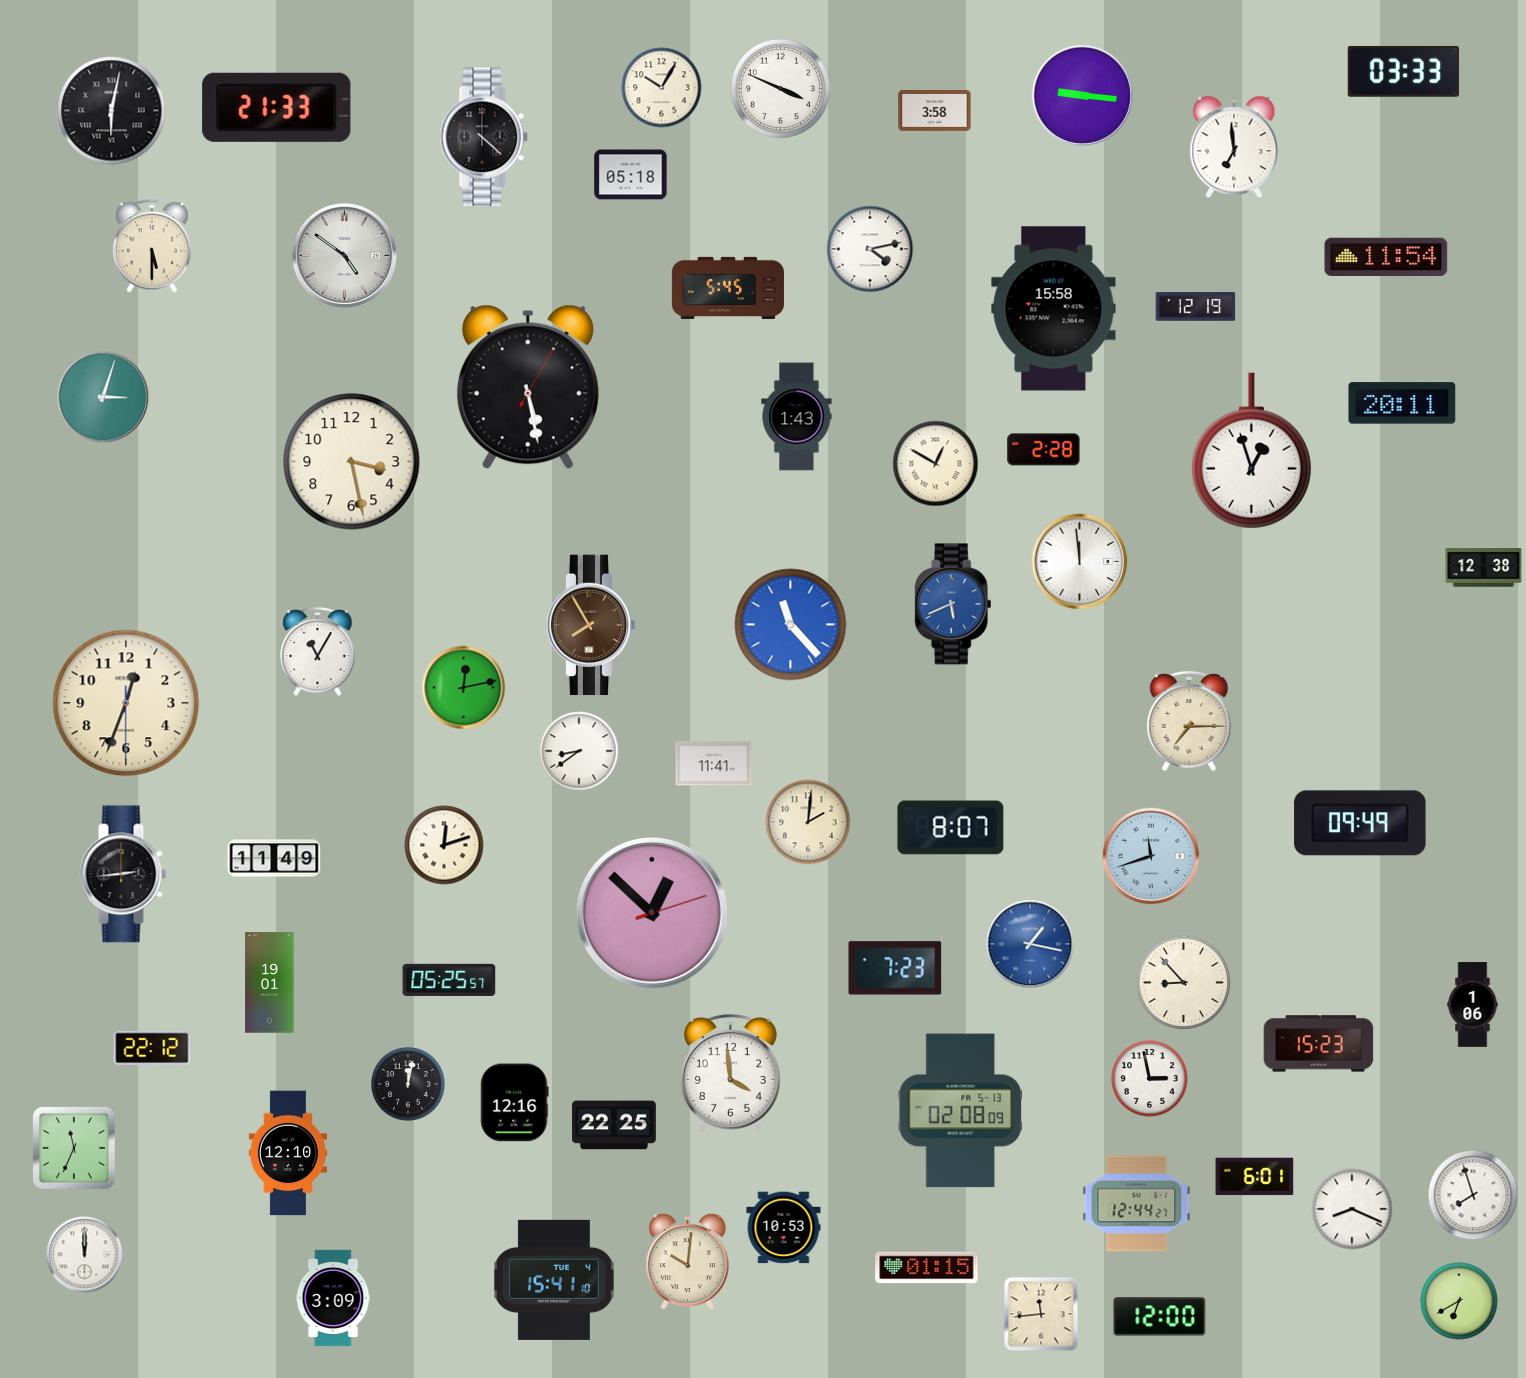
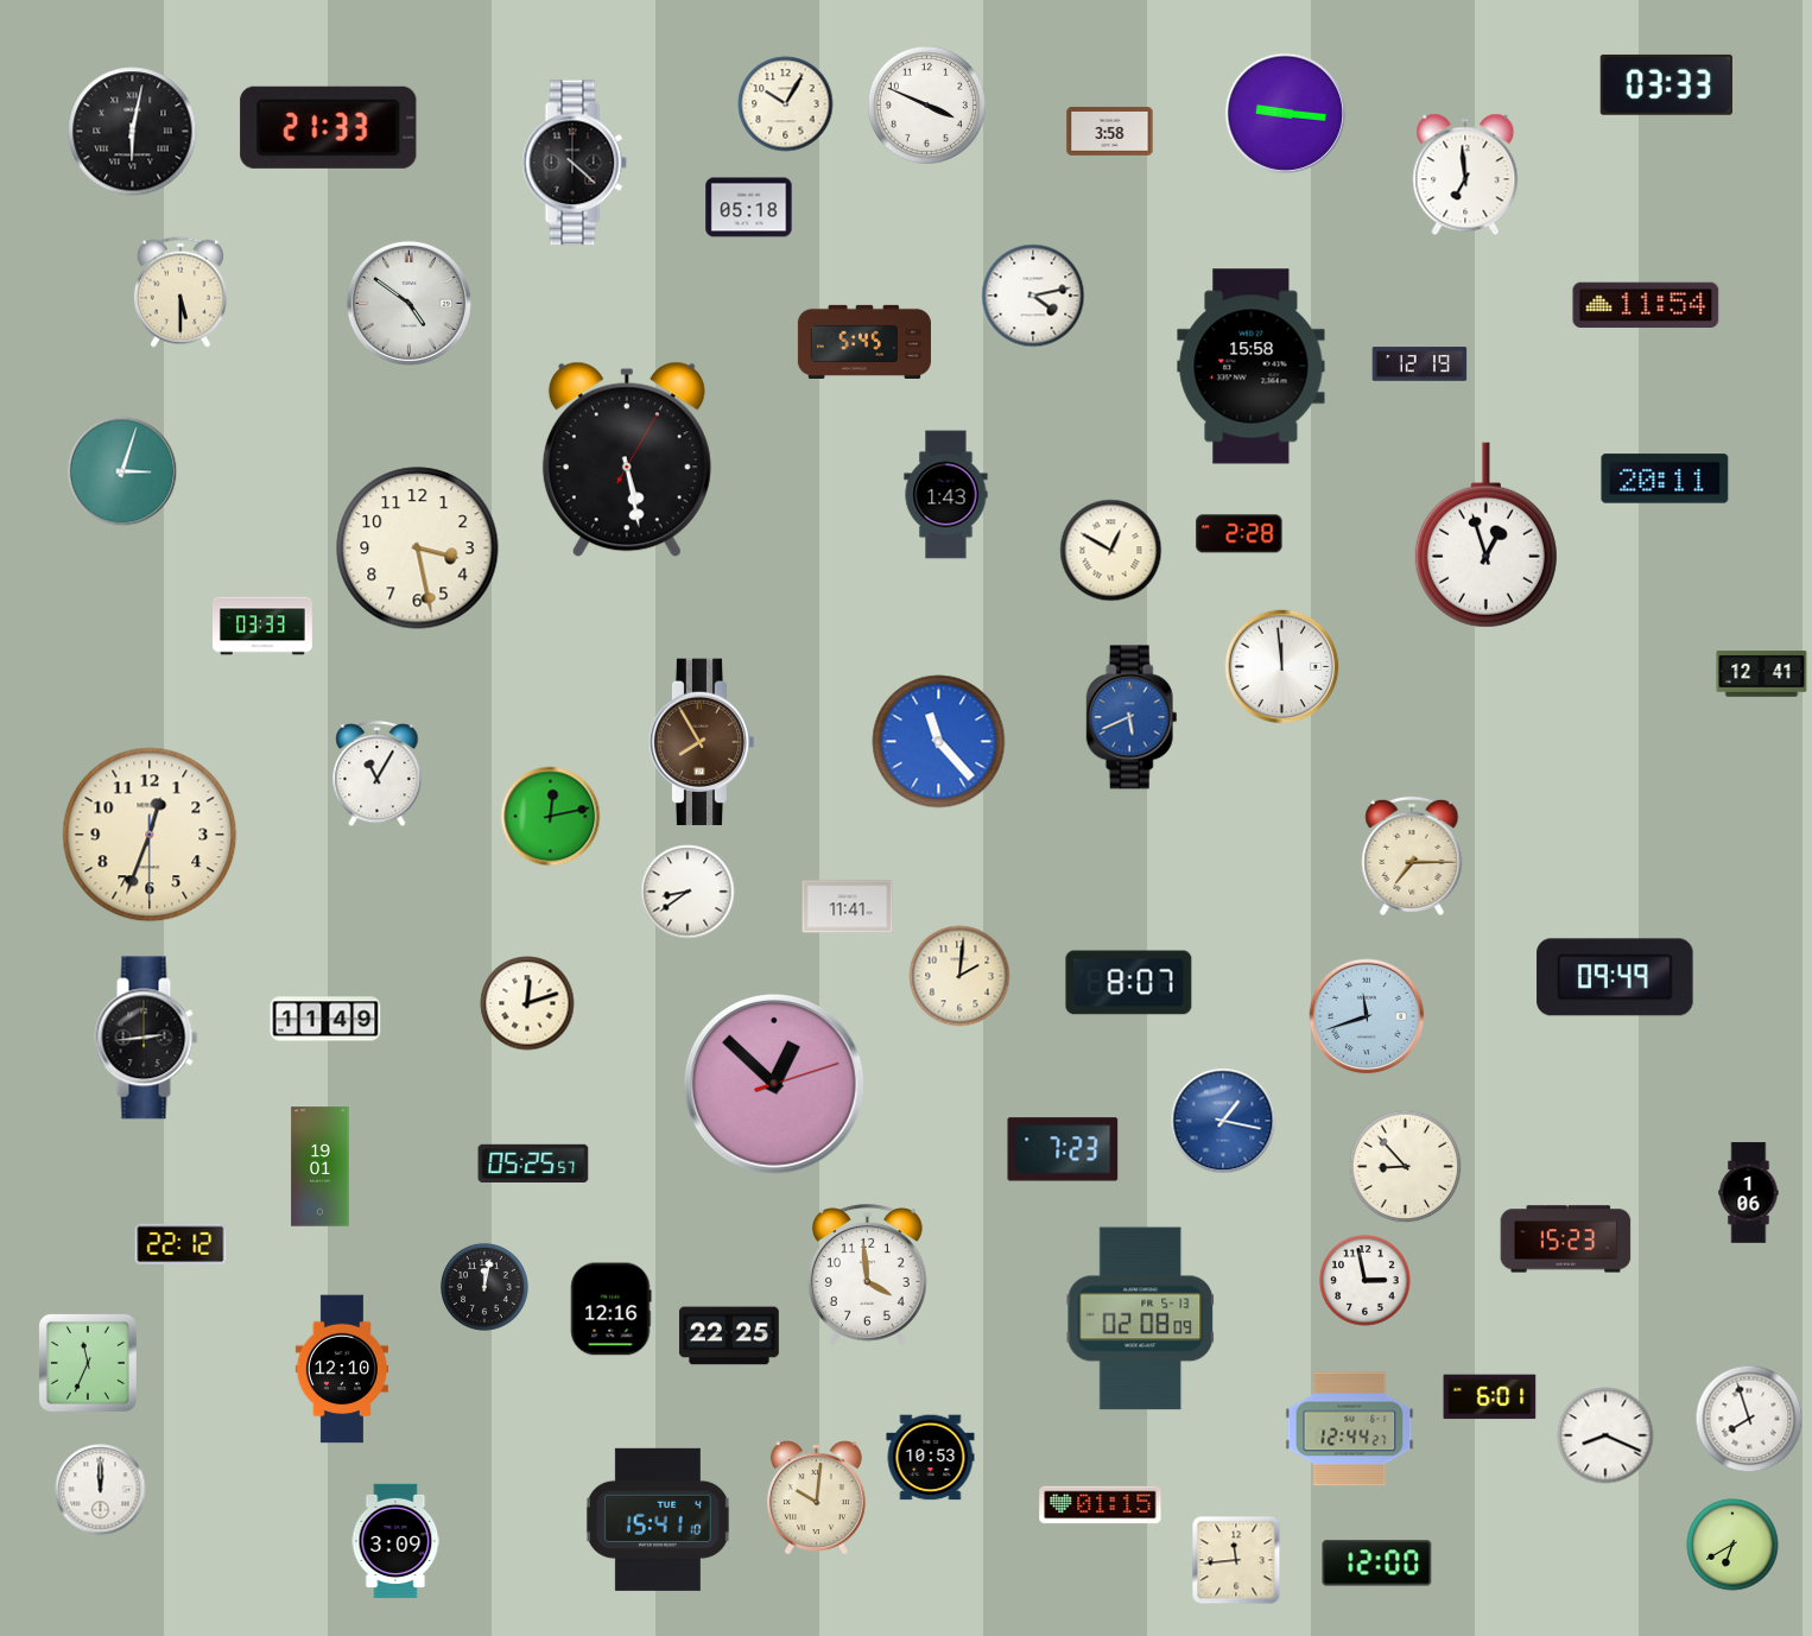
clock at (264, 626): none -> 03:33
clock at (1484, 568): 12:38 -> 12:41
